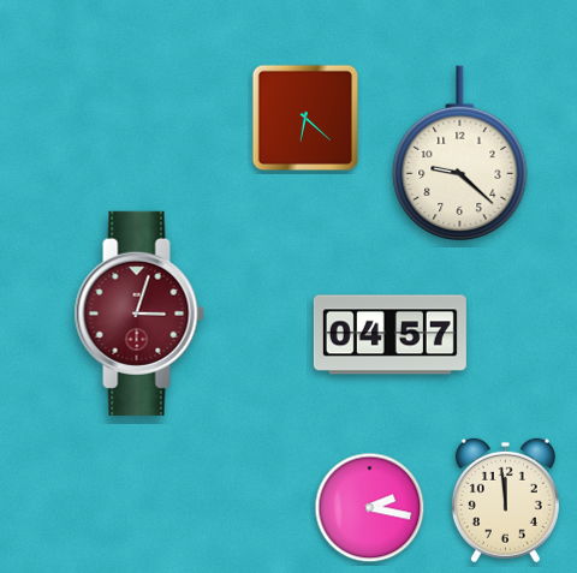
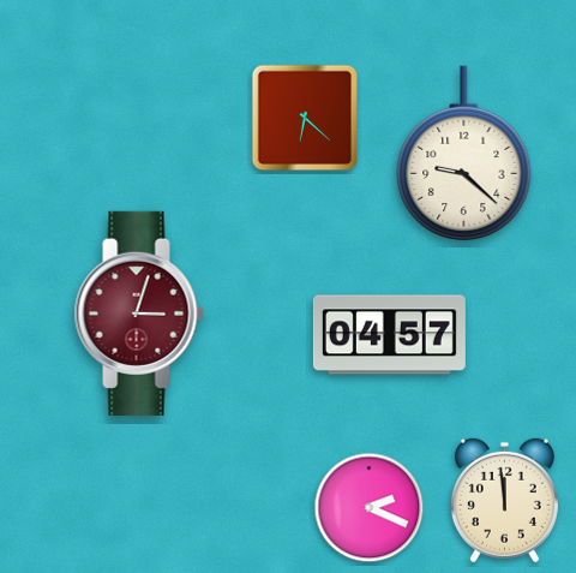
clock at (460, 154) position: (460, 154) -> (464, 154)
clock at (370, 508): 2:17 -> 2:19
